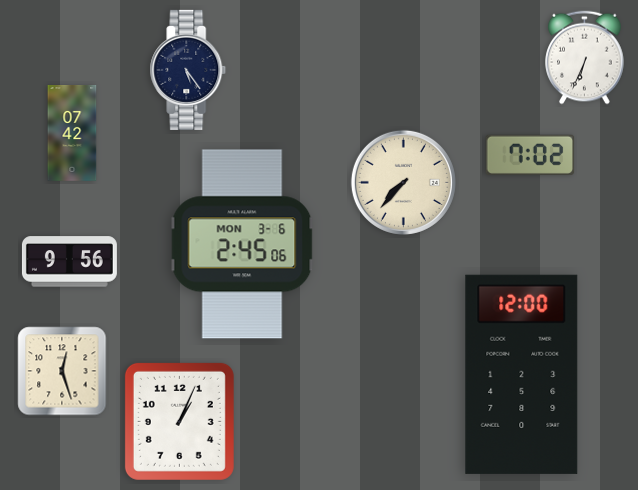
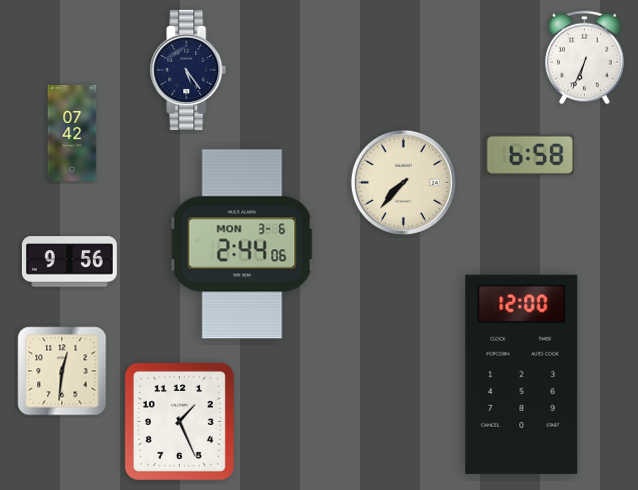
clock at (530, 155): 7:02 -> 6:58
clock at (242, 244): 2:45 -> 2:44
clock at (62, 371): 12:27 -> 12:31
clock at (179, 421): 1:04 -> 1:26
